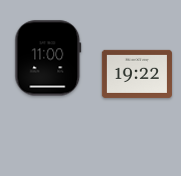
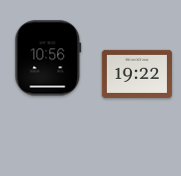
clock at (48, 58): 11:00 -> 10:56
